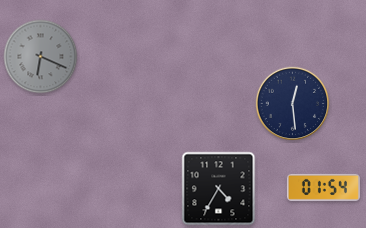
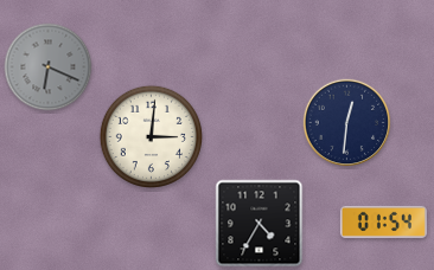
clock at (293, 104): 12:29 -> 12:31
clock at (151, 136): none -> 3:01
